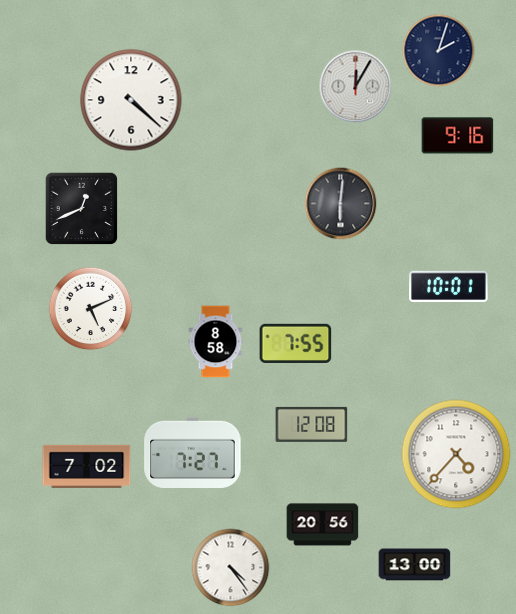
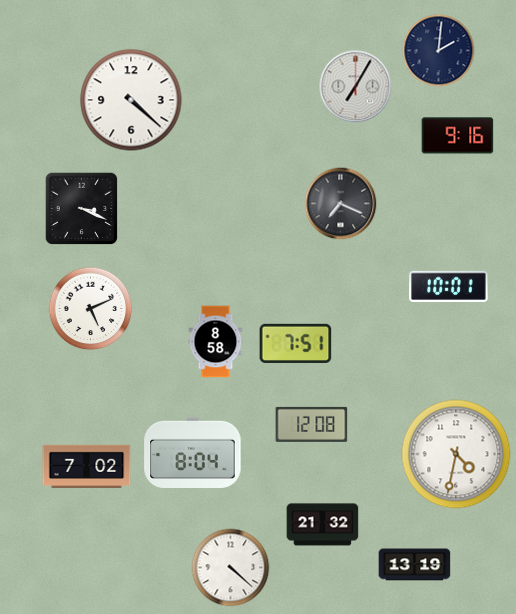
clock at (439, 51): 2:03 -> 2:01
clock at (356, 87): 12:05 -> 7:05
clock at (341, 204): 6:01 -> 7:19
clock at (82, 209): 12:41 -> 3:19
clock at (296, 343): 7:55 -> 7:51
clock at (193, 452): 7:27 -> 8:04
clock at (456, 454): 4:37 -> 4:32
clock at (323, 525): 20:56 -> 21:32
clock at (415, 565): 13:00 -> 13:19
clock at (231, 568): 4:24 -> 4:22
